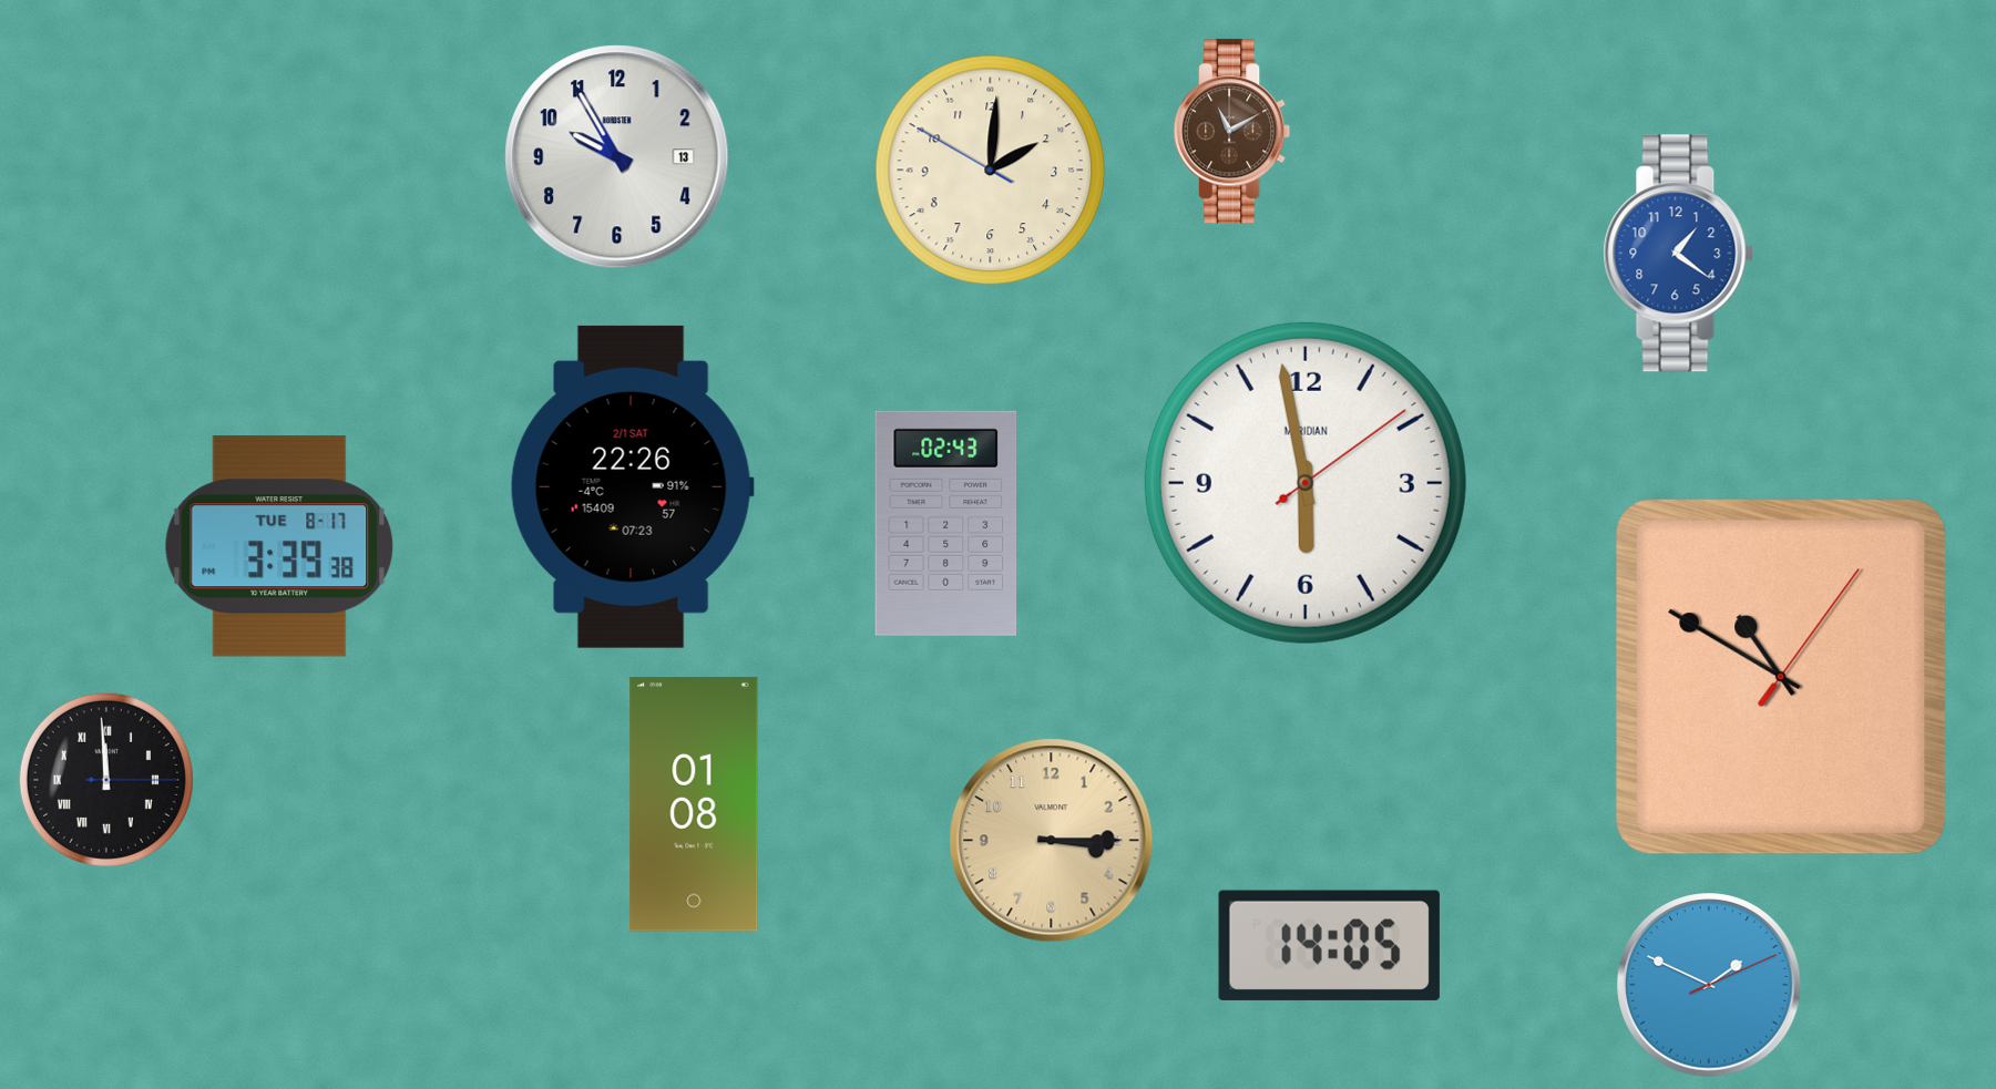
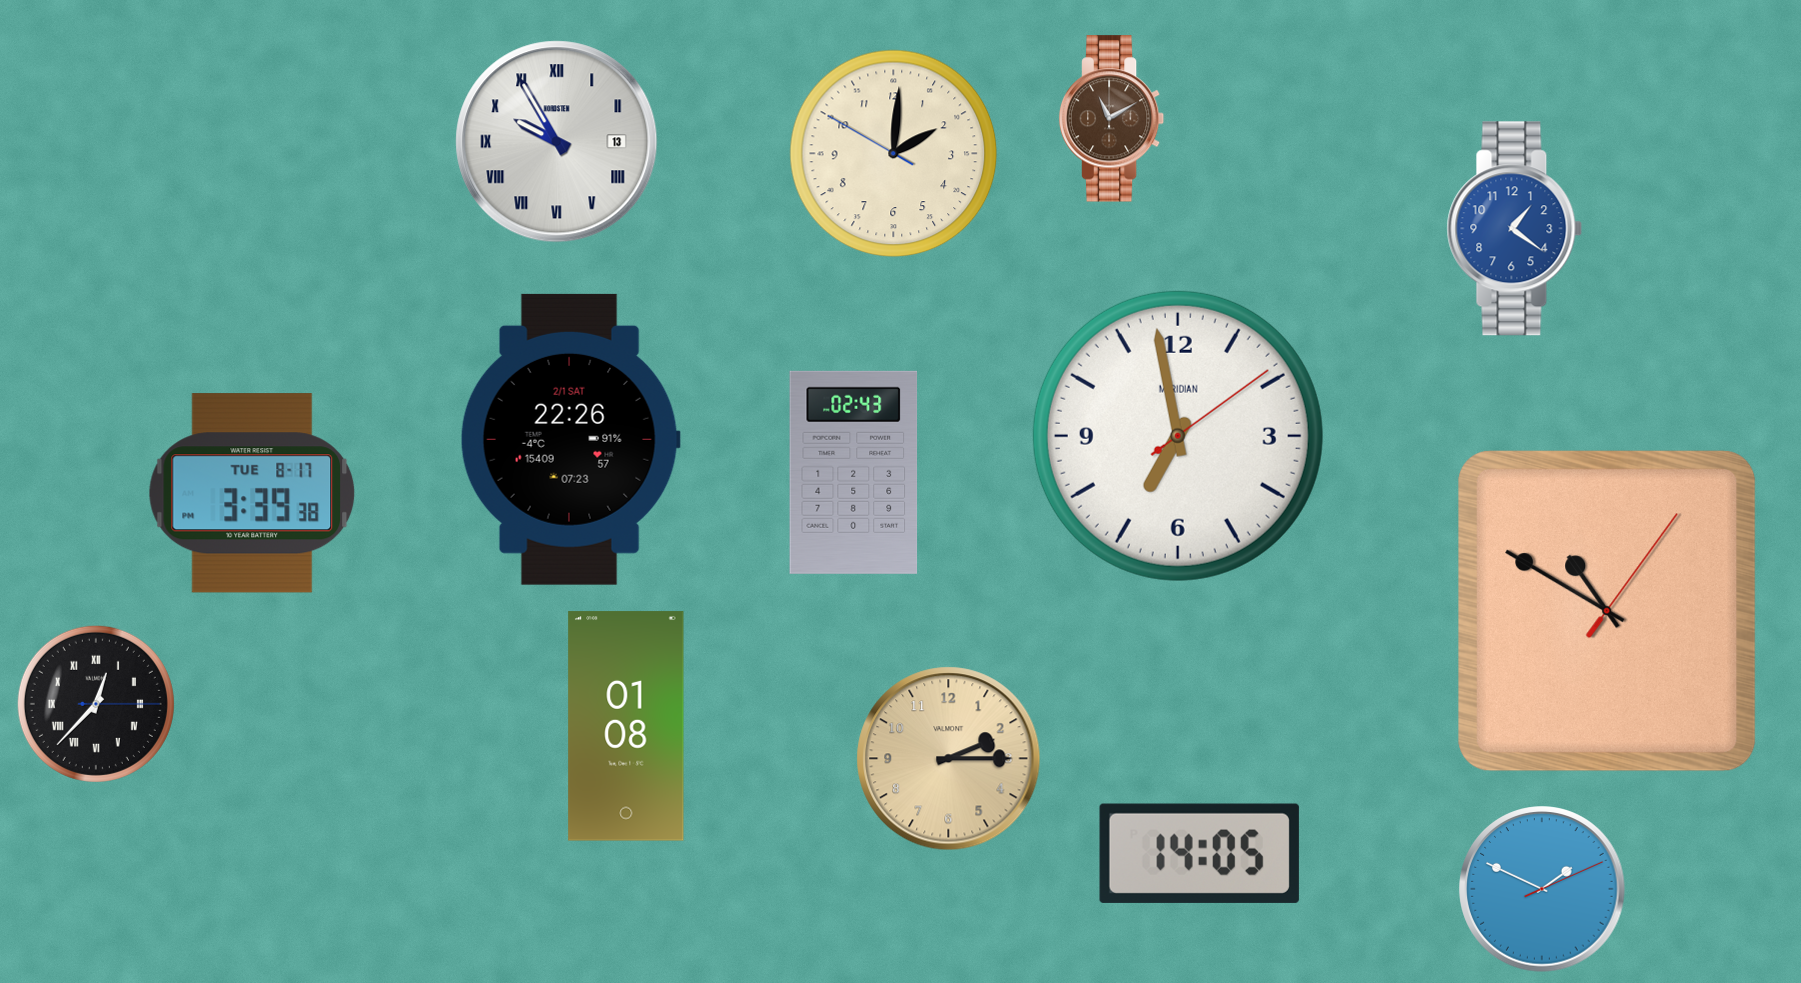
clock at (617, 157) numerals: Arabic -> Roman
clock at (1306, 483): 5:58 -> 6:58
clock at (106, 780): 11:59 -> 12:37
clock at (1052, 841): 3:15 -> 2:15
